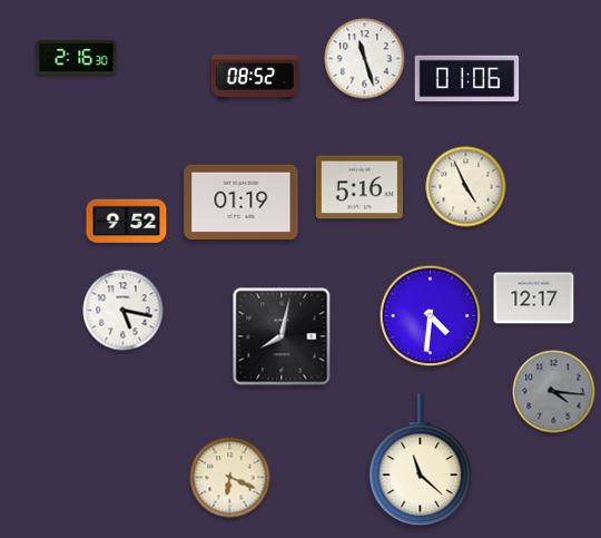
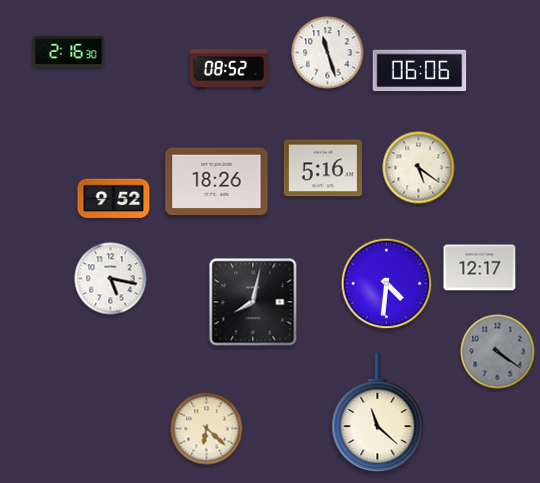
clock at (467, 79): 01:06 -> 06:06
clock at (466, 187): 4:56 -> 5:21
clock at (242, 203): 01:19 -> 18:26
clock at (554, 392): 4:16 -> 4:21
clock at (230, 478): 6:19 -> 6:22
